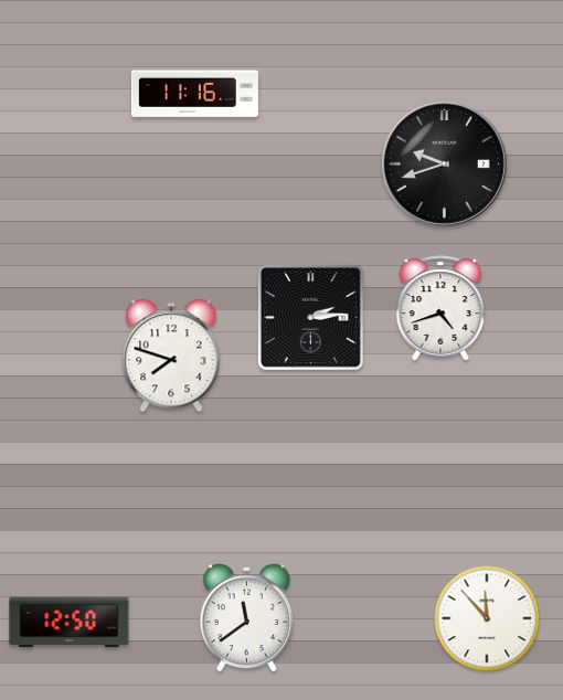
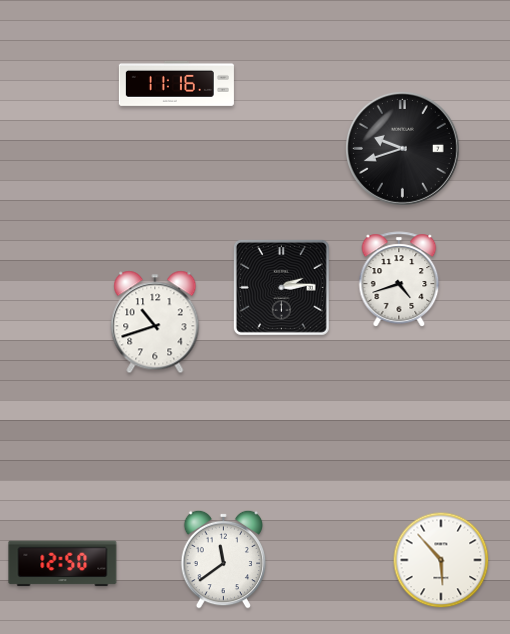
clock at (171, 356): 7:48 -> 10:42
clock at (487, 618): 11:53 -> 5:53
